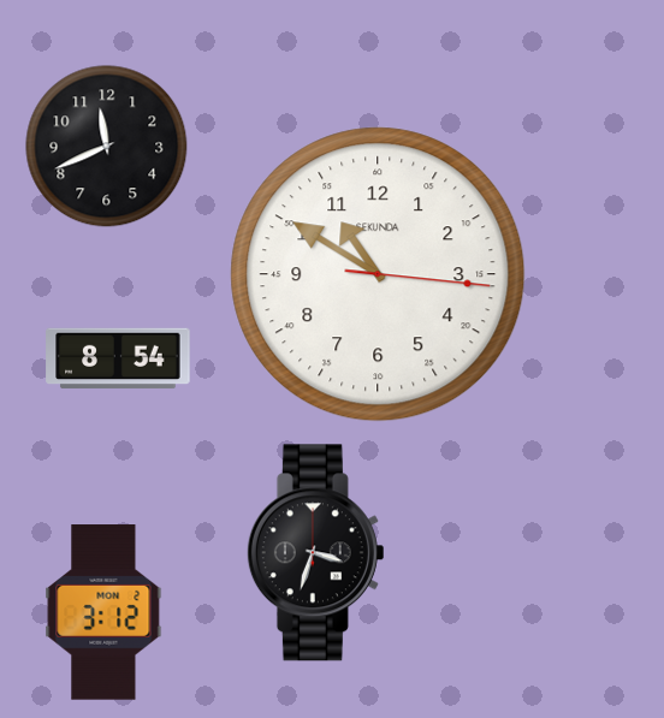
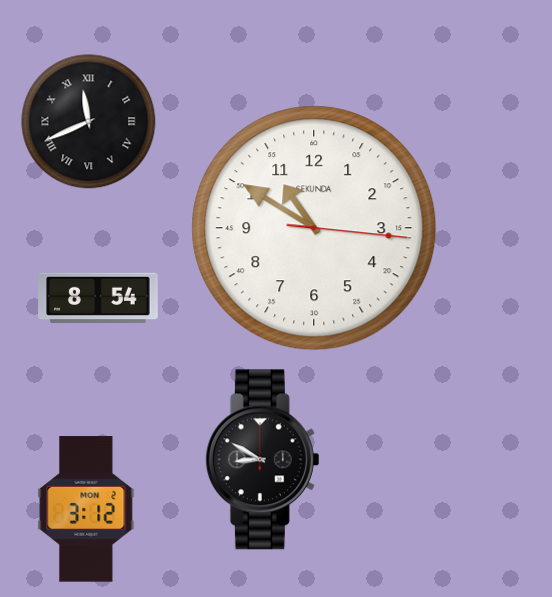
clock at (107, 147) numerals: Arabic -> Roman
clock at (315, 553): 3:33 -> 8:50
